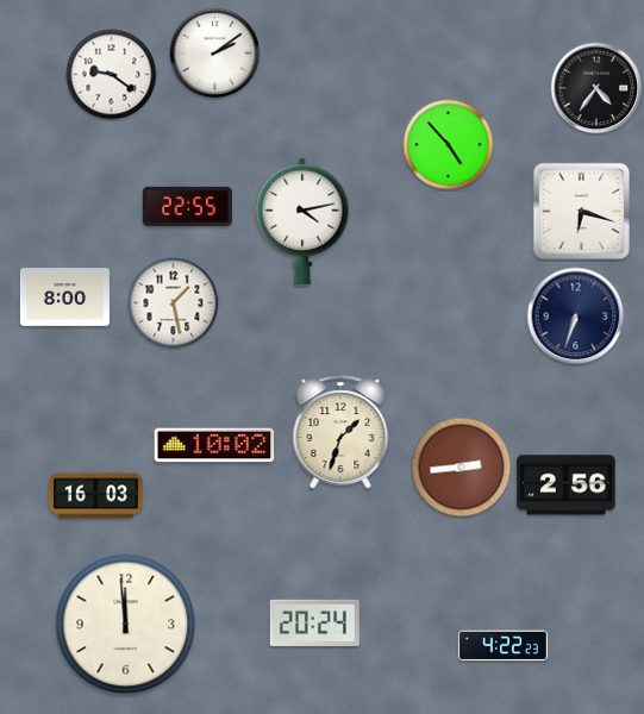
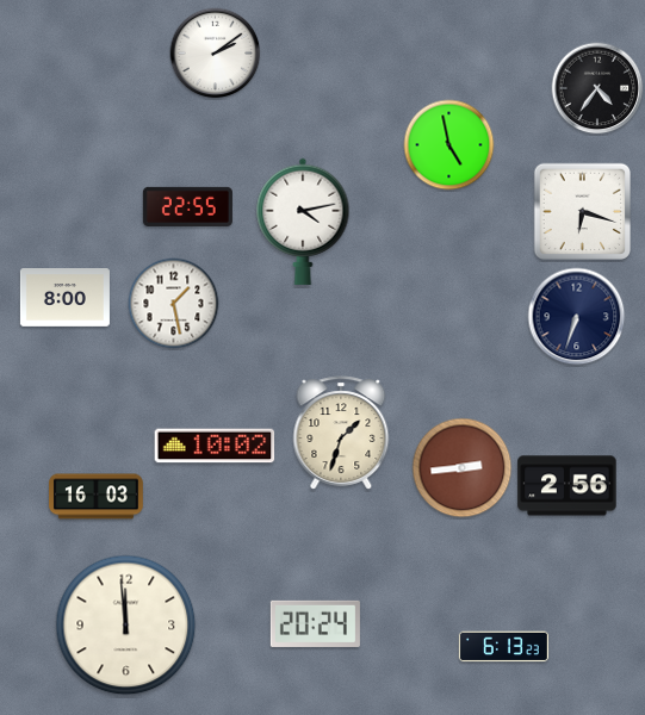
clock at (112, 75): 9:21 -> none
clock at (449, 145): 4:53 -> 4:58
clock at (502, 646): 4:22 -> 6:13
